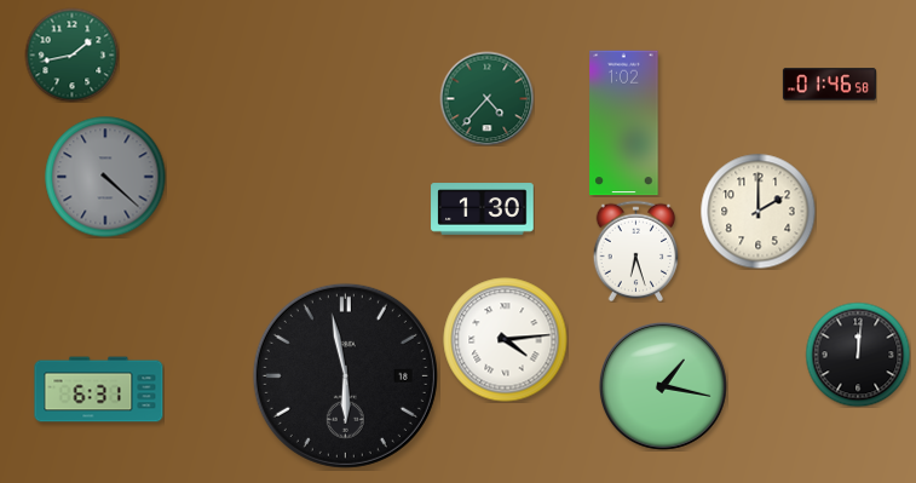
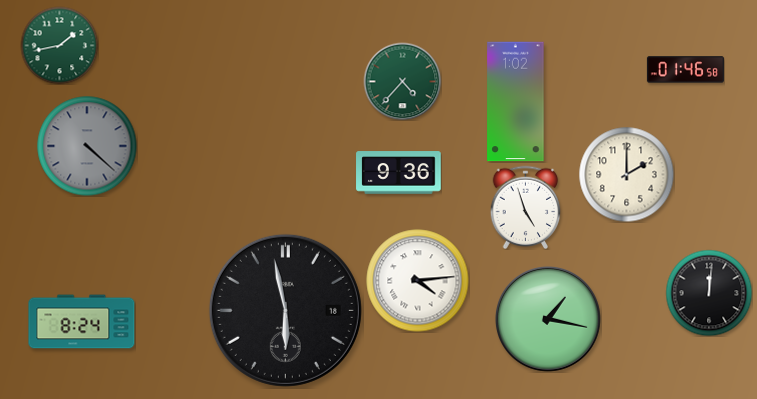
clock at (483, 209): 1:30 -> 9:36
clock at (636, 251): 6:27 -> 4:57
clock at (99, 390): 6:31 -> 8:24
